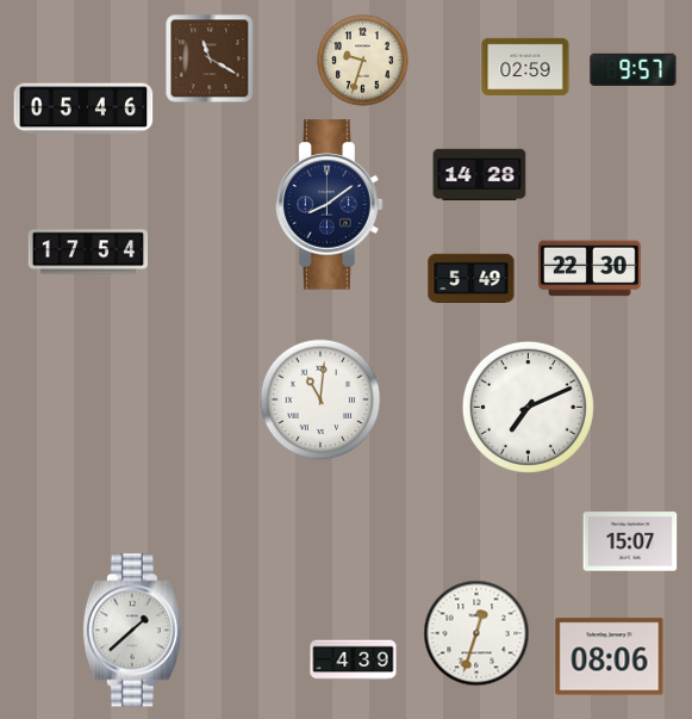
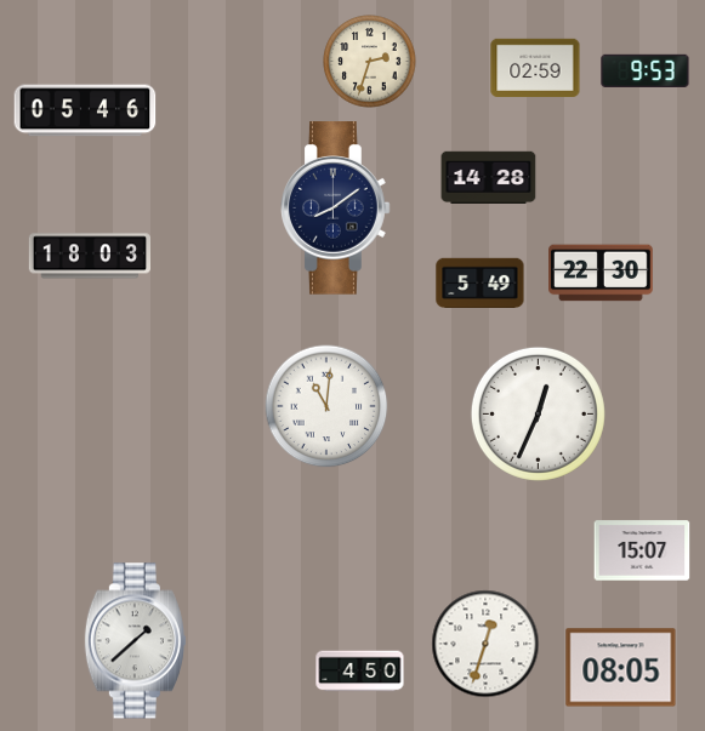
clock at (210, 58): 11:20 -> none
clock at (363, 61): 9:33 -> 2:33
clock at (634, 70): 9:57 -> 9:53
clock at (87, 252): 17:54 -> 18:03
clock at (528, 407): 7:11 -> 12:34
clock at (610, 657): 08:06 -> 08:05
clock at (354, 661): 4:39 -> 4:50
